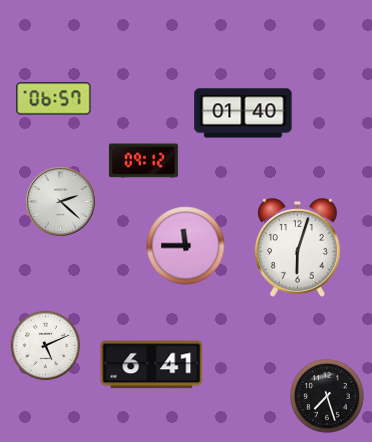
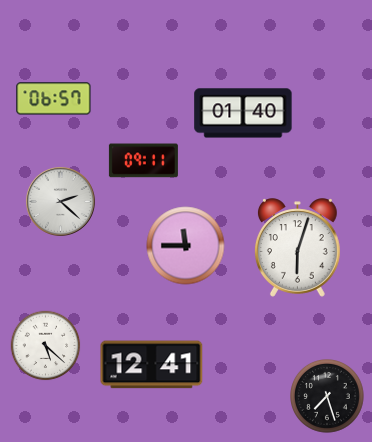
clock at (143, 161): 09:12 -> 09:11
clock at (46, 346): 5:11 -> 5:22
clock at (152, 365): 6:41 -> 12:41
